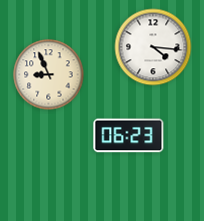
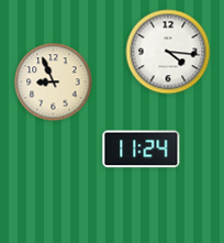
clock at (129, 136): 06:23 -> 11:24
